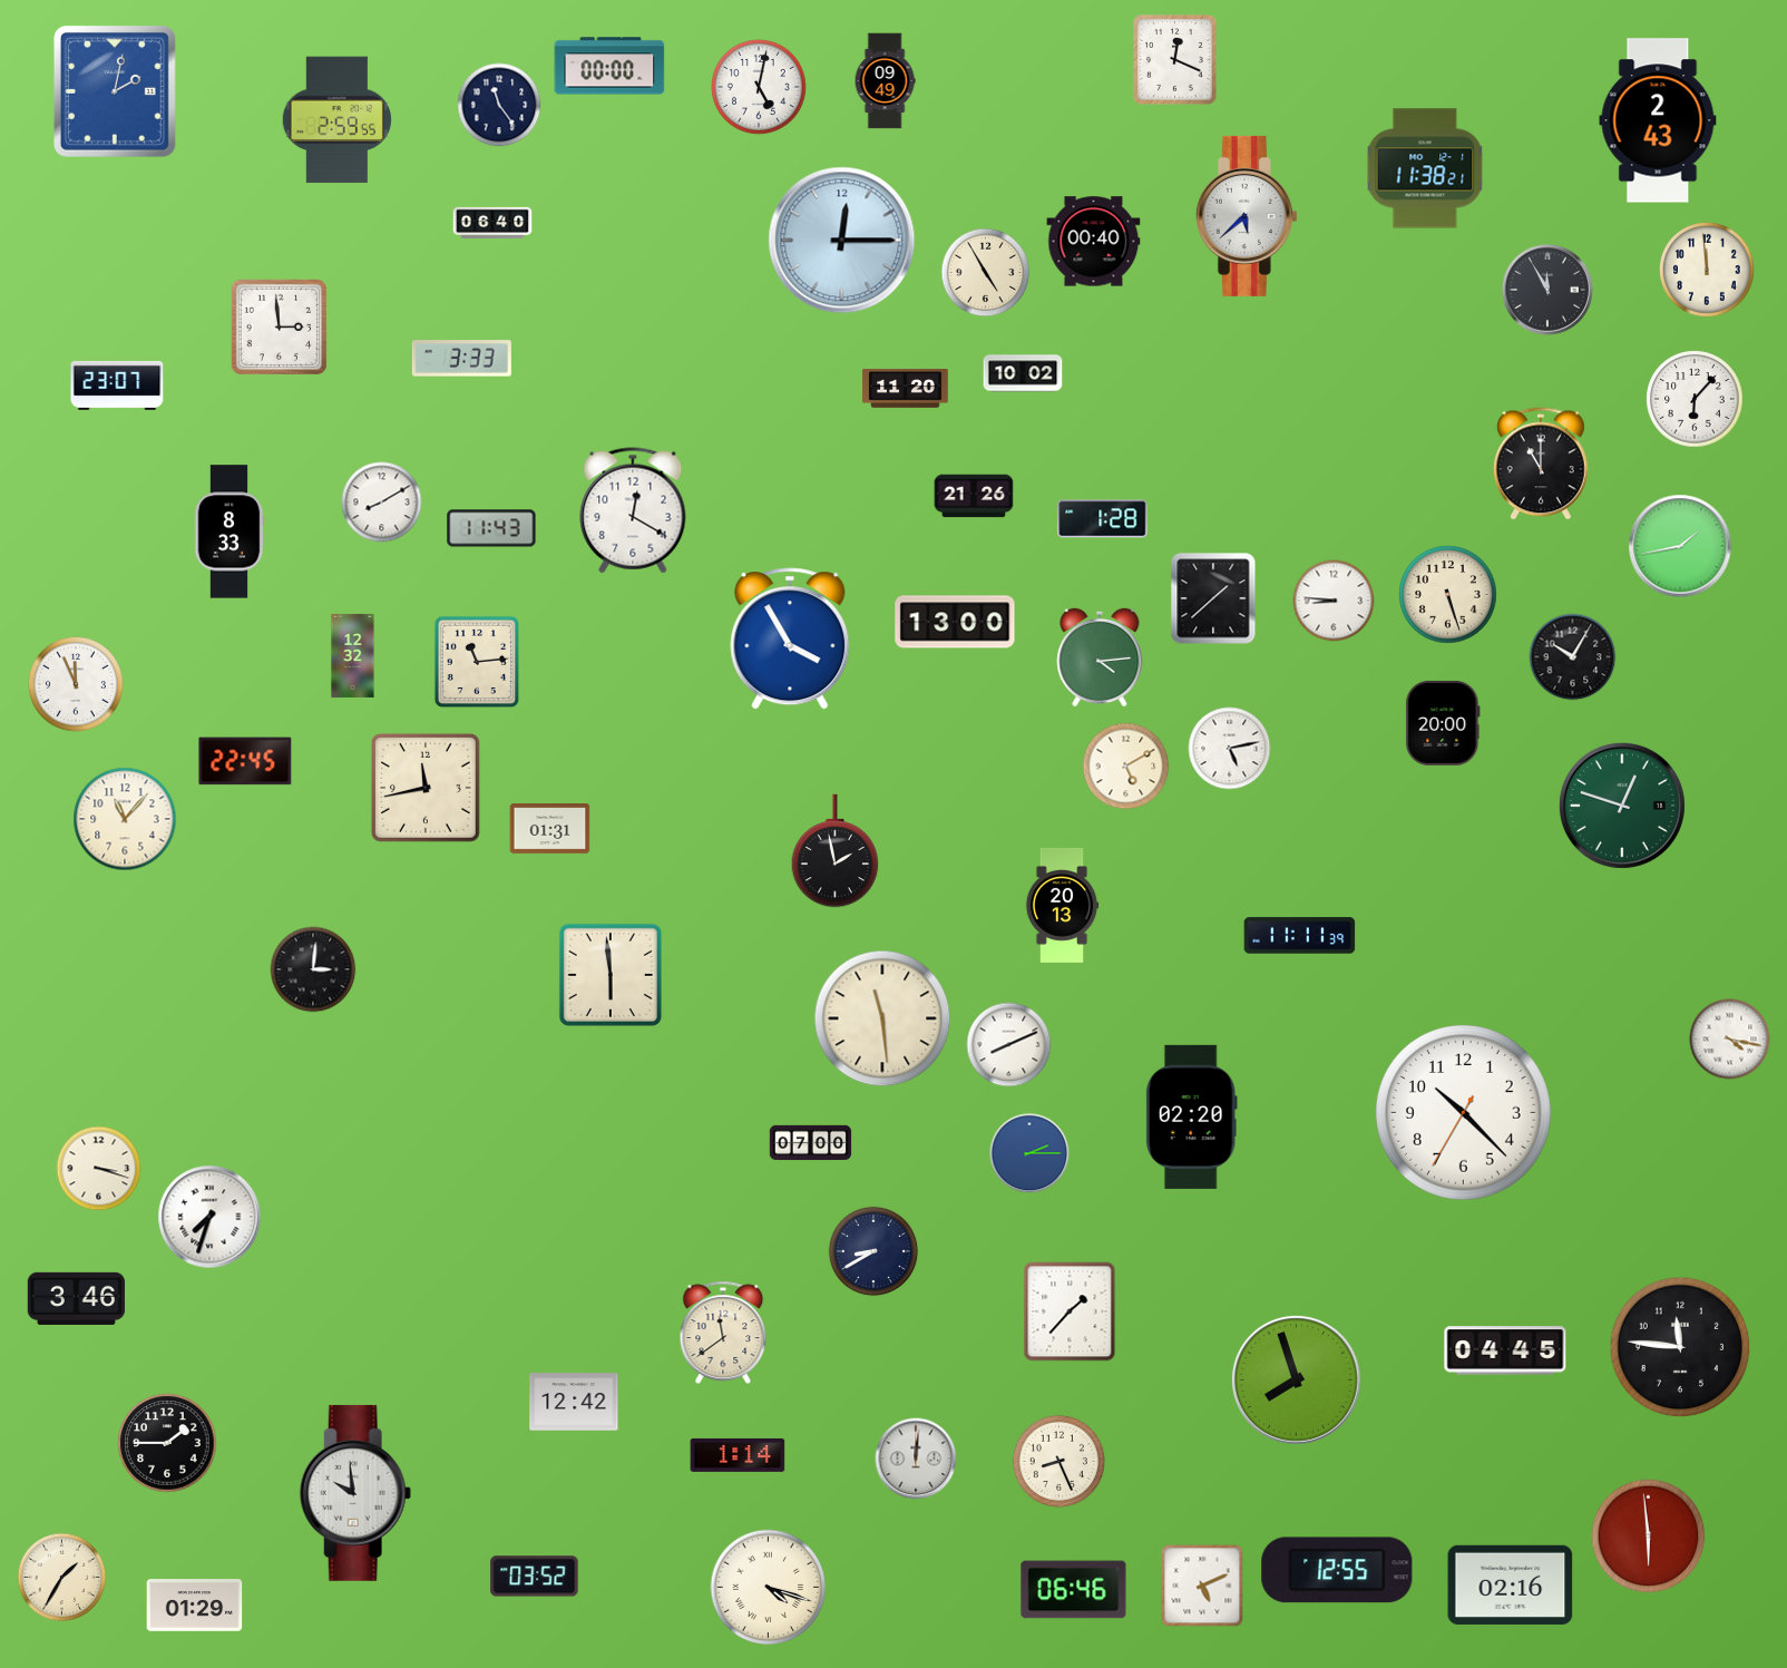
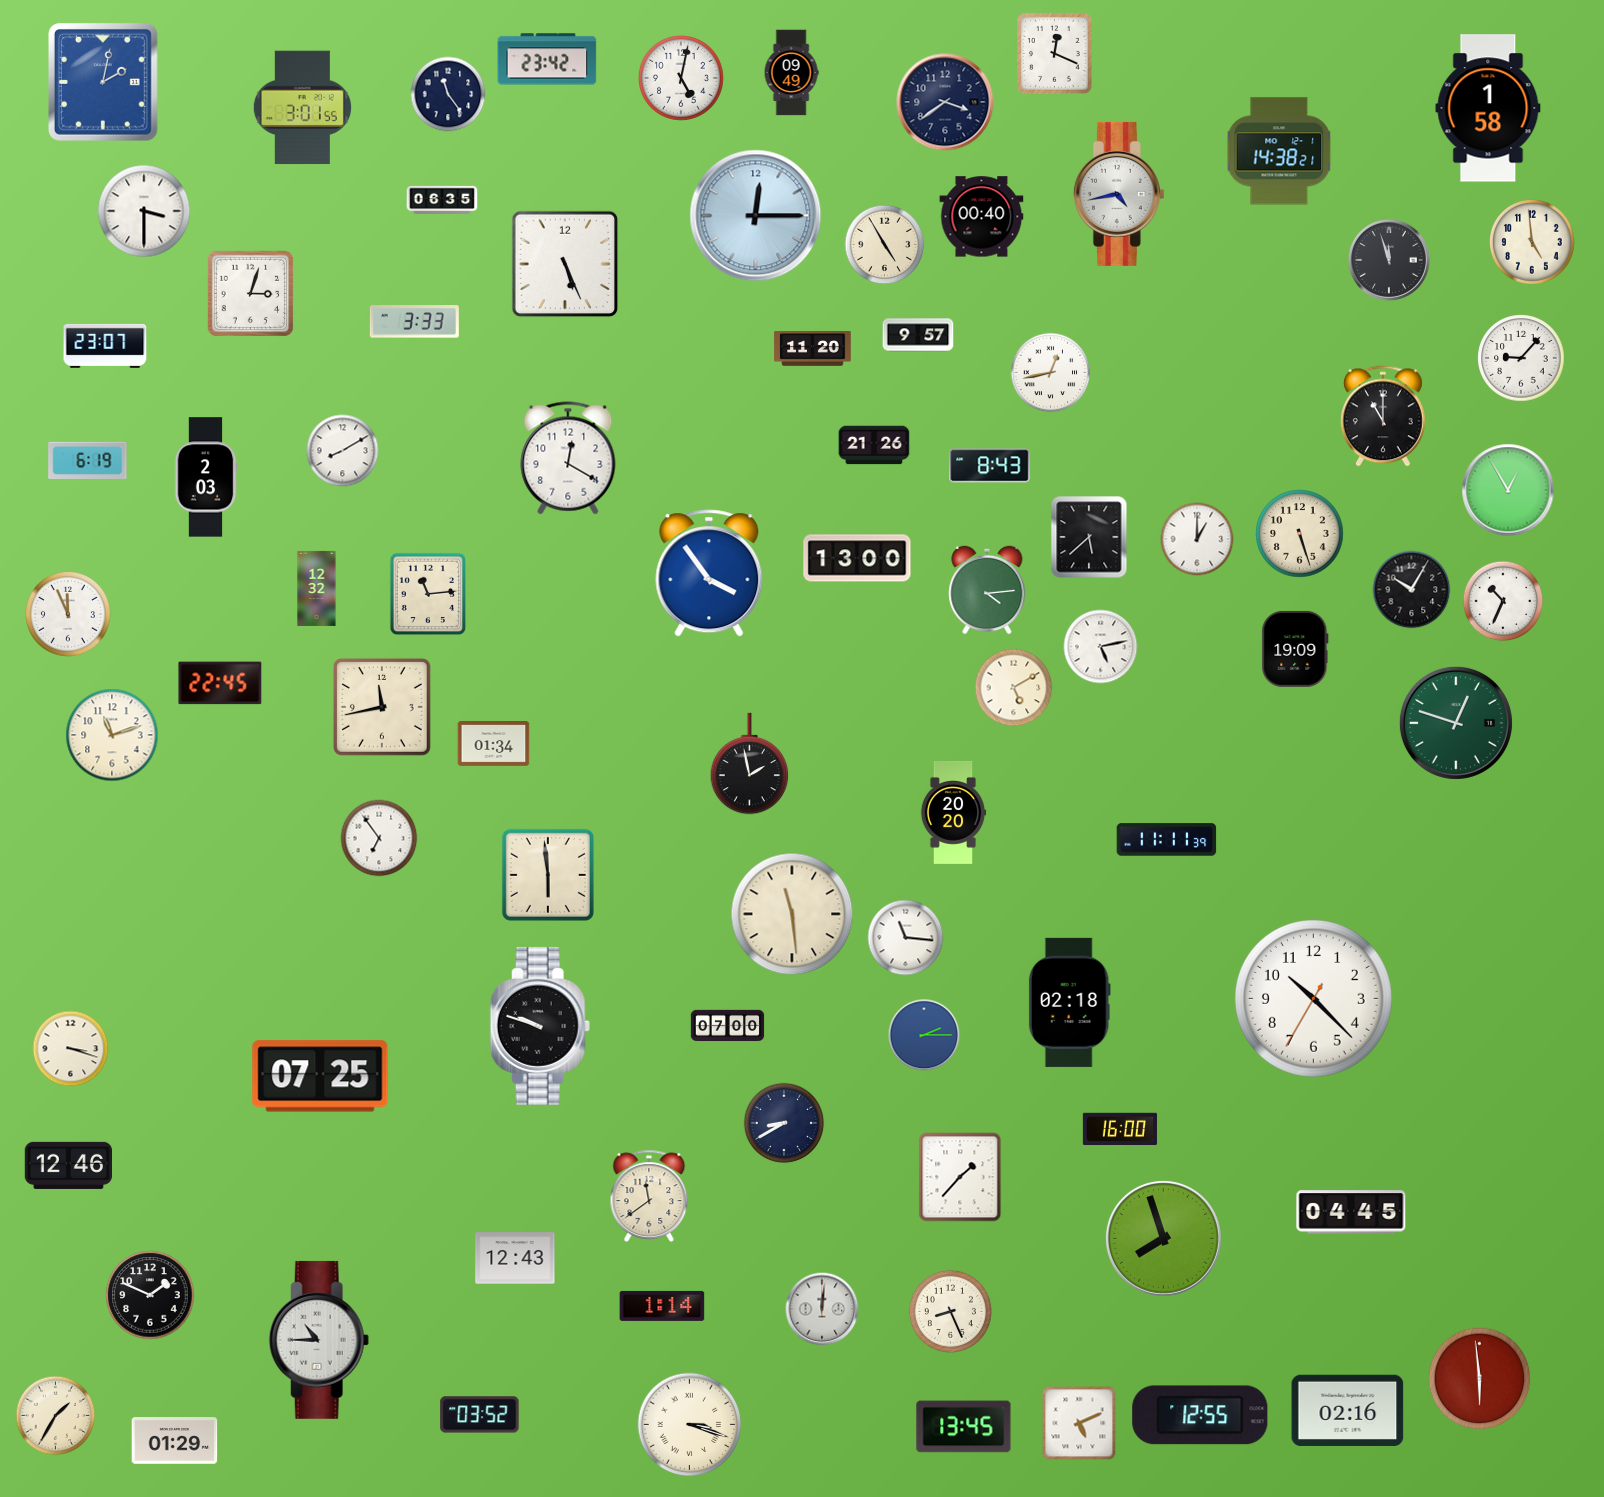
clock at (609, 66): 00:00 -> 23:42
clock at (885, 81) position: (885, 81) -> (791, 73)
clock at (945, 102): none -> 3:39
clock at (336, 120): 2:59 -> 3:01
clock at (1658, 120): 2:43 -> 1:58
clock at (1425, 168): 11:38 -> 14:38
clock at (1247, 216): 5:38 -> 4:43
clock at (492, 222): 06:40 -> 06:35
clock at (144, 211): none -> 3:30
clock at (1708, 271): 11:59 -> 4:59
clock at (1547, 290): 11:55 -> 11:57
clock at (565, 264): none -> 5:26
clock at (280, 328): 2:59 -> 3:03
clock at (1023, 373): 10:02 -> 9:57
clock at (1695, 399): 6:07 -> 9:07
clock at (1051, 373): none -> 12:43
clock at (88, 460): none -> 6:19
clock at (1103, 519): 1:28 -> 8:43
clock at (491, 528): 11:43 -> none
clock at (230, 531): 8:33 -> 2:03
clock at (1680, 546): 1:43 -> 12:55
clock at (1213, 598): 1:38 -> 5:38
clock at (1334, 601): 8:46 -> 1:00
clock at (790, 638): 3:55 -> 3:54
clock at (1503, 601): none -> 10:34
clock at (1443, 723): 20:00 -> 19:09
clock at (1230, 749) position: (1230, 749) -> (1101, 647)
clock at (1126, 767) position: (1126, 767) -> (1014, 688)
clock at (125, 819): 11:07 -> 11:12
clock at (550, 829): 01:31 -> 01:34
clock at (1062, 905): 20:13 -> 20:20
clock at (379, 838): none -> 6:54
clock at (313, 969): 3:01 -> none
clock at (1730, 1040): 4:17 -> none
clock at (1009, 1045): 8:11 -> 11:16
clock at (1191, 1116): 02:20 -> 02:18
clock at (540, 1026): none -> 9:48
clock at (99, 1169) position: (99, 1169) -> (71, 1049)
clock at (320, 1076): none -> 07:25
clock at (209, 1217): 7:33 -> none
clock at (1120, 1129): none -> 16:00
clock at (76, 1298): 3:46 -> 12:46
clock at (1680, 1347): 11:46 -> none
clock at (574, 1402): 12:42 -> 12:43
clock at (167, 1443): 1:45 -> 1:49
clock at (355, 1493): 9:59 -> 10:45
clock at (1337, 1570) position: (1337, 1570) -> (1200, 1415)
clock at (1511, 1584) position: (1511, 1584) -> (1348, 1410)
clock at (769, 1588): 4:18 -> 3:18
clock at (1074, 1590): 06:46 -> 13:45
